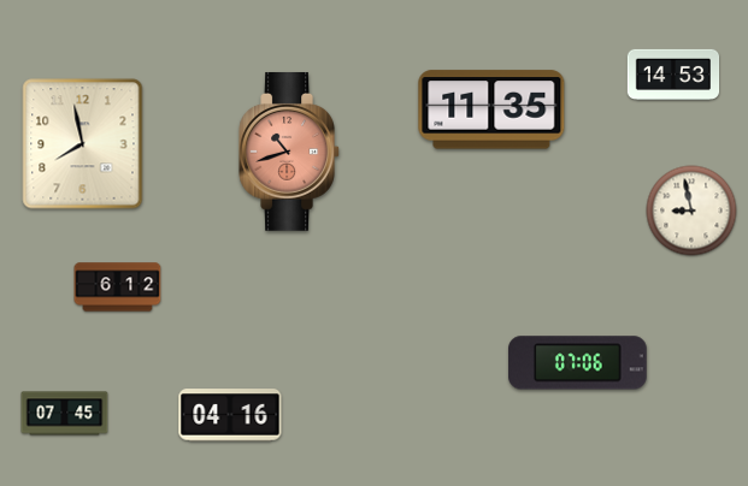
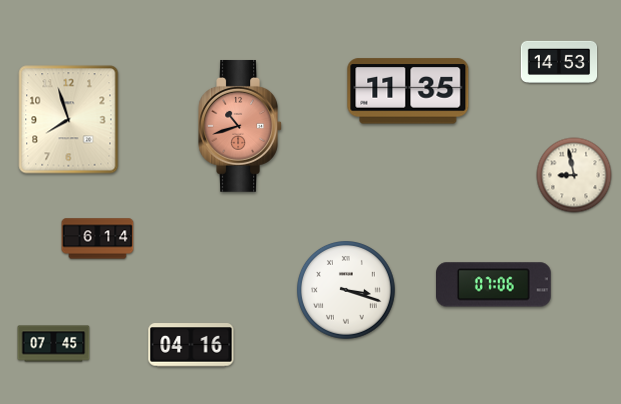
clock at (83, 144): 7:58 -> 7:57
clock at (118, 288): 6:12 -> 6:14
clock at (347, 291): none -> 3:18
clock at (578, 363) position: (578, 363) -> (494, 285)
